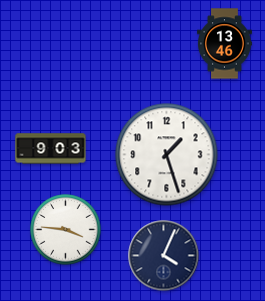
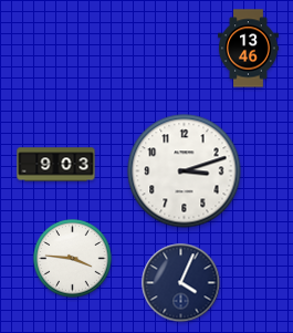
clock at (167, 155): 1:27 -> 3:12
clock at (66, 230) position: (66, 230) -> (73, 259)
